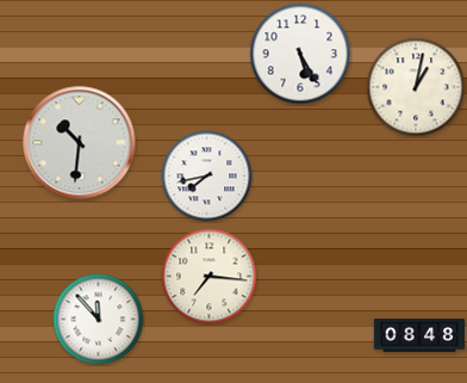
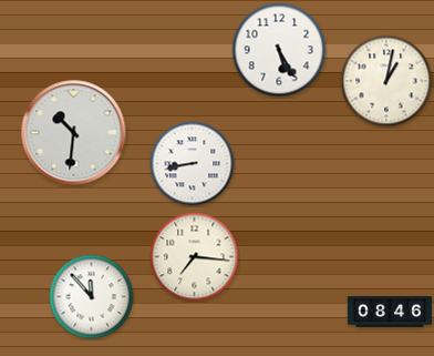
clock at (207, 177): 7:43 -> 8:43
clock at (419, 335): 08:48 -> 08:46
